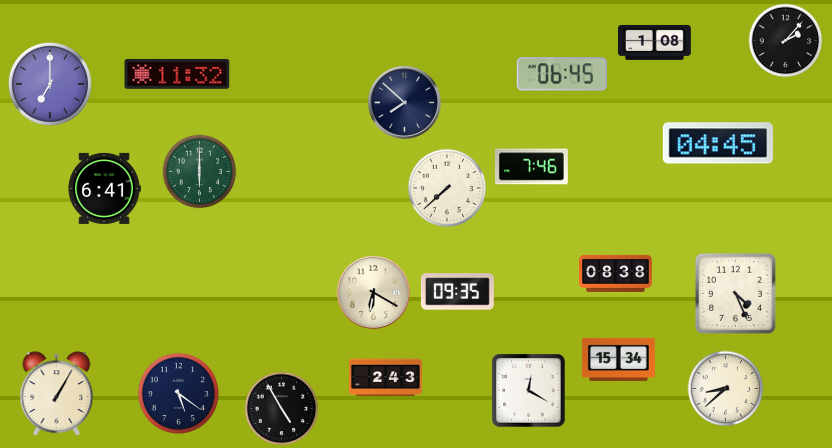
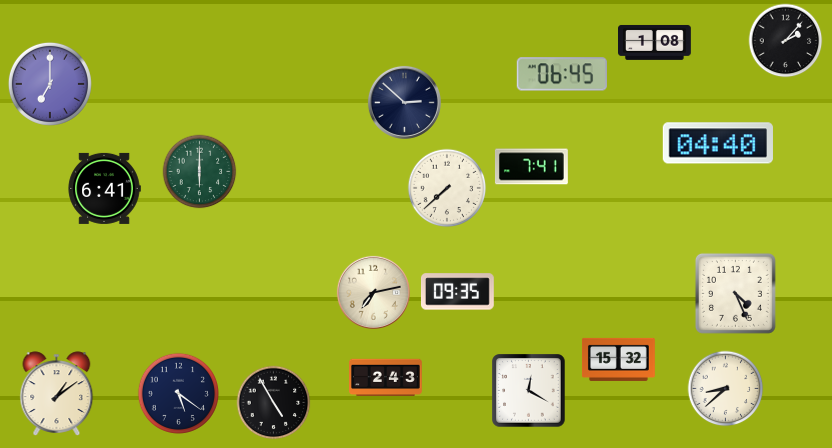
clock at (177, 74): 11:32 -> none
clock at (404, 102): 7:52 -> 2:52
clock at (718, 143): 04:45 -> 04:40
clock at (532, 167): 7:46 -> 7:41
clock at (616, 273): 08:38 -> none
clock at (373, 292): 6:20 -> 7:13
clock at (618, 359): 15:34 -> 15:32
clock at (57, 394): 1:05 -> 1:09
clock at (282, 409) position: (282, 409) -> (274, 403)
